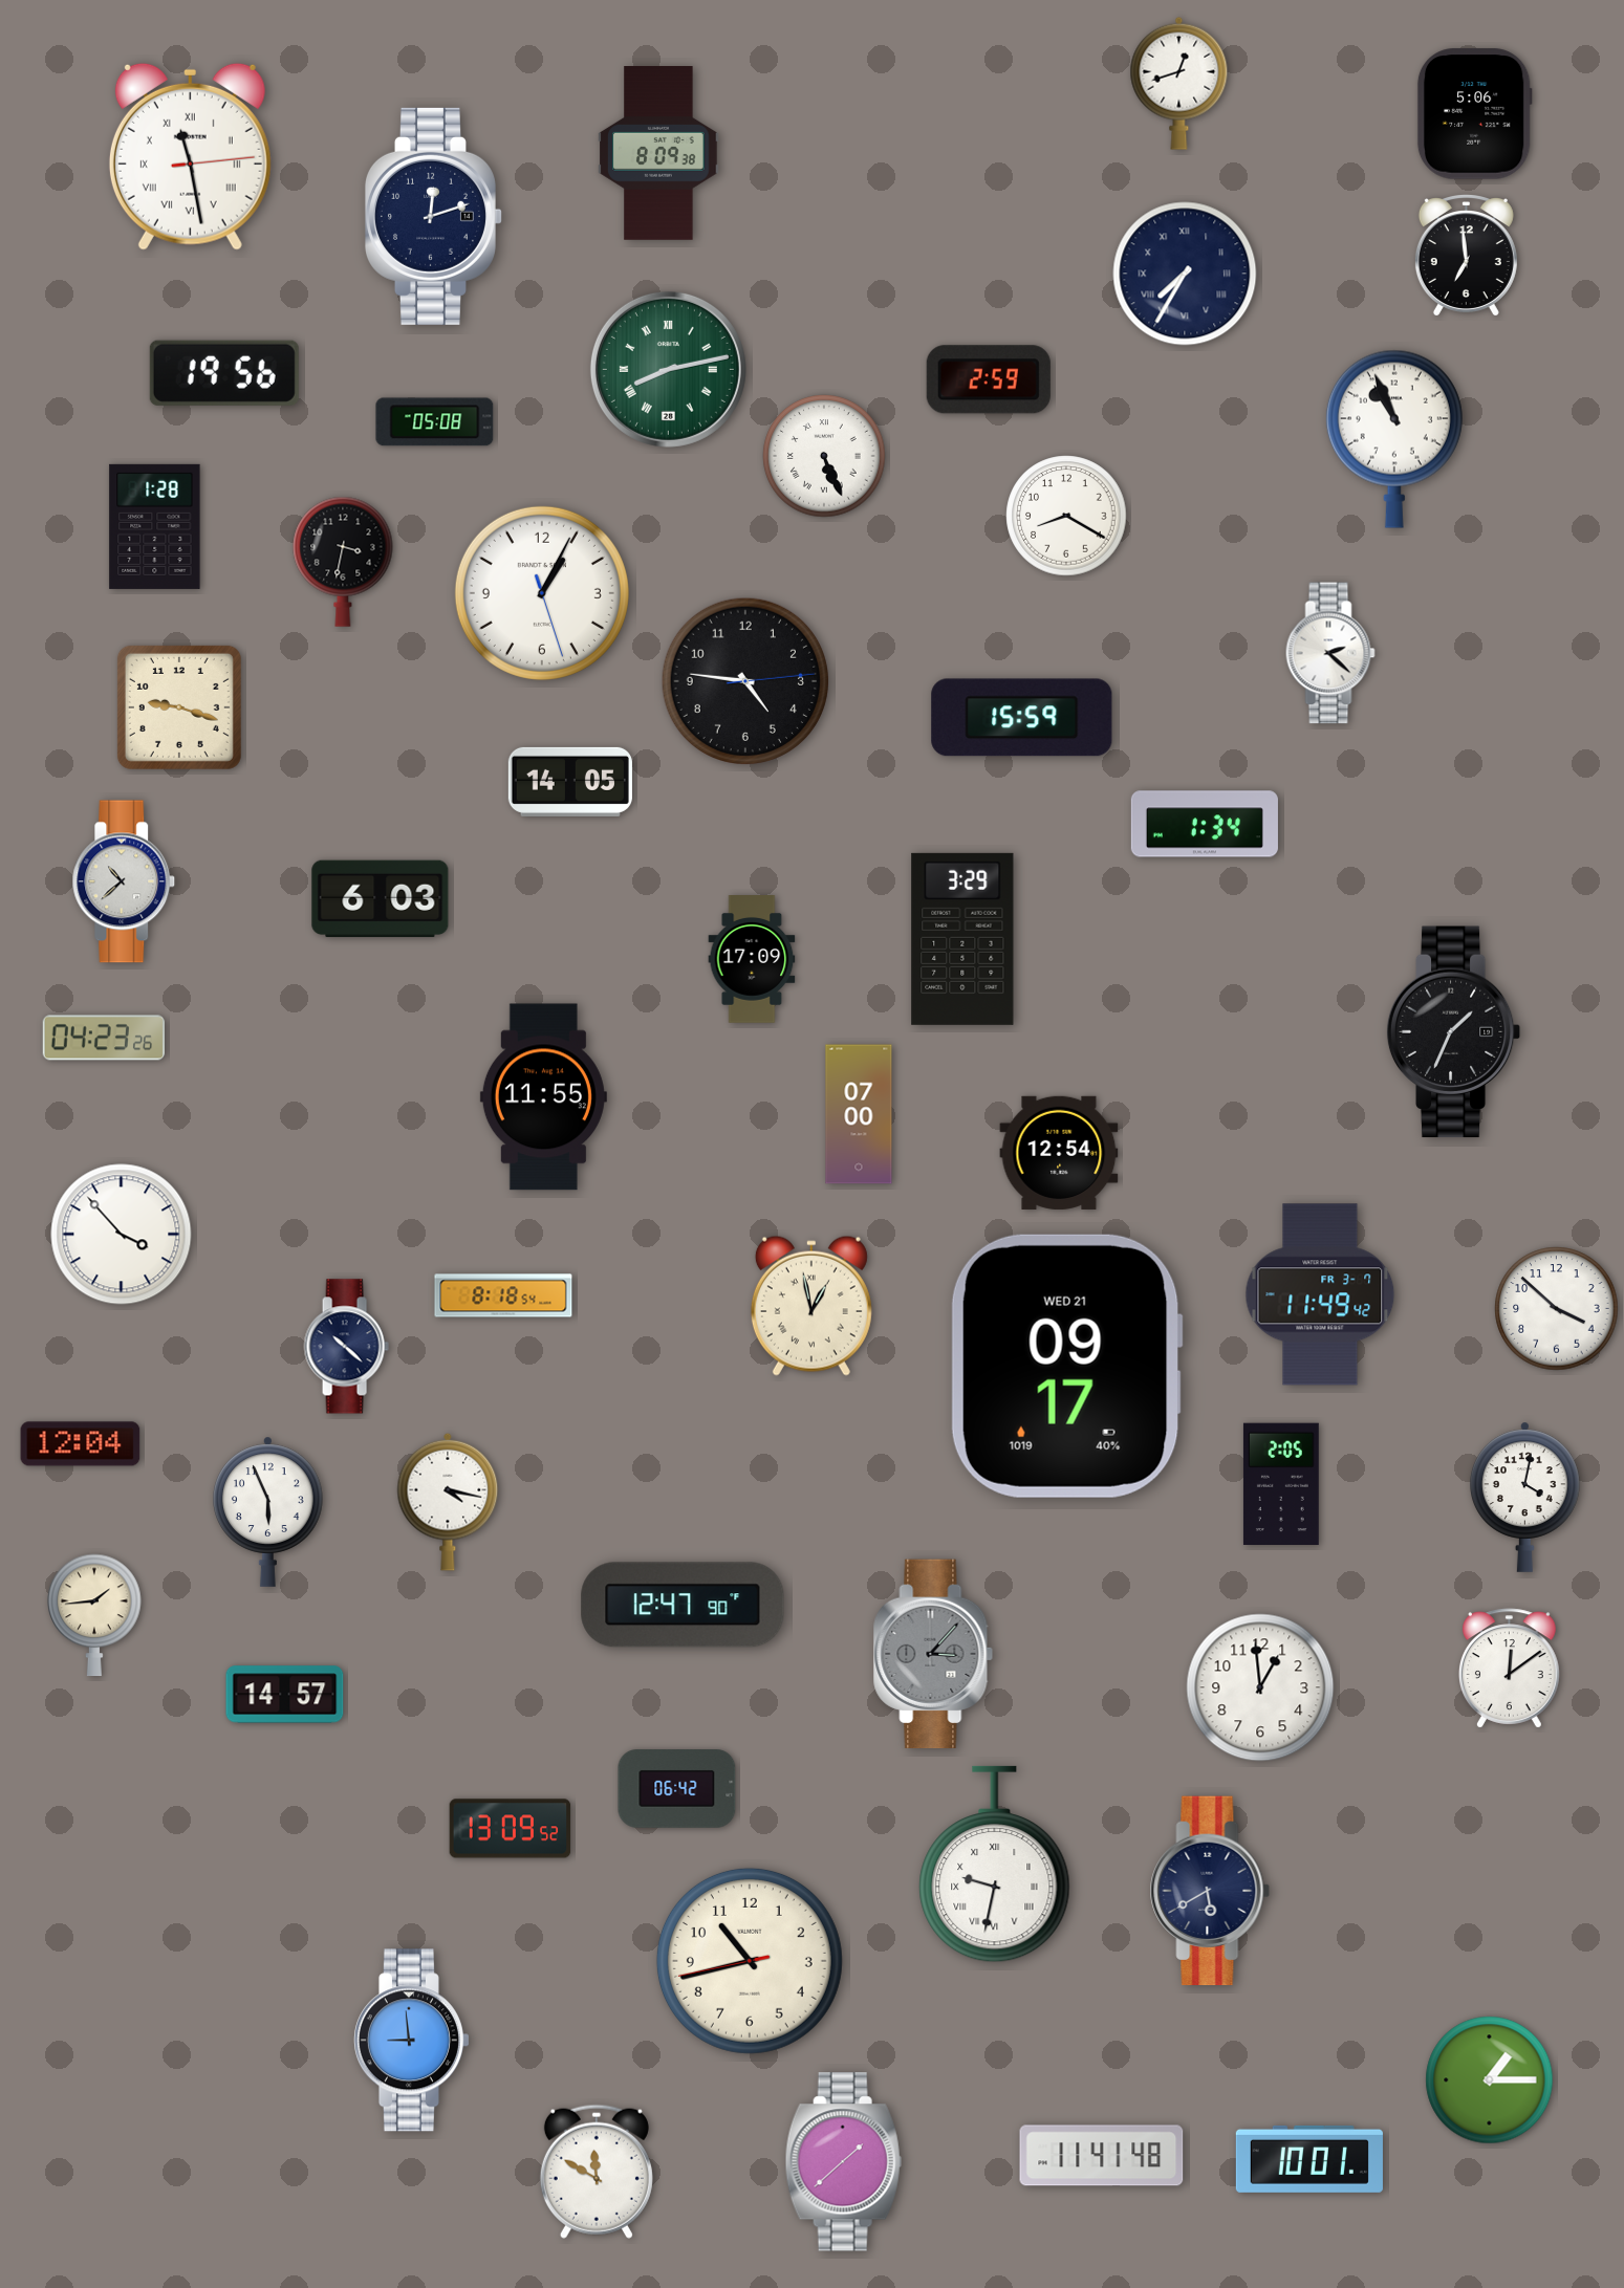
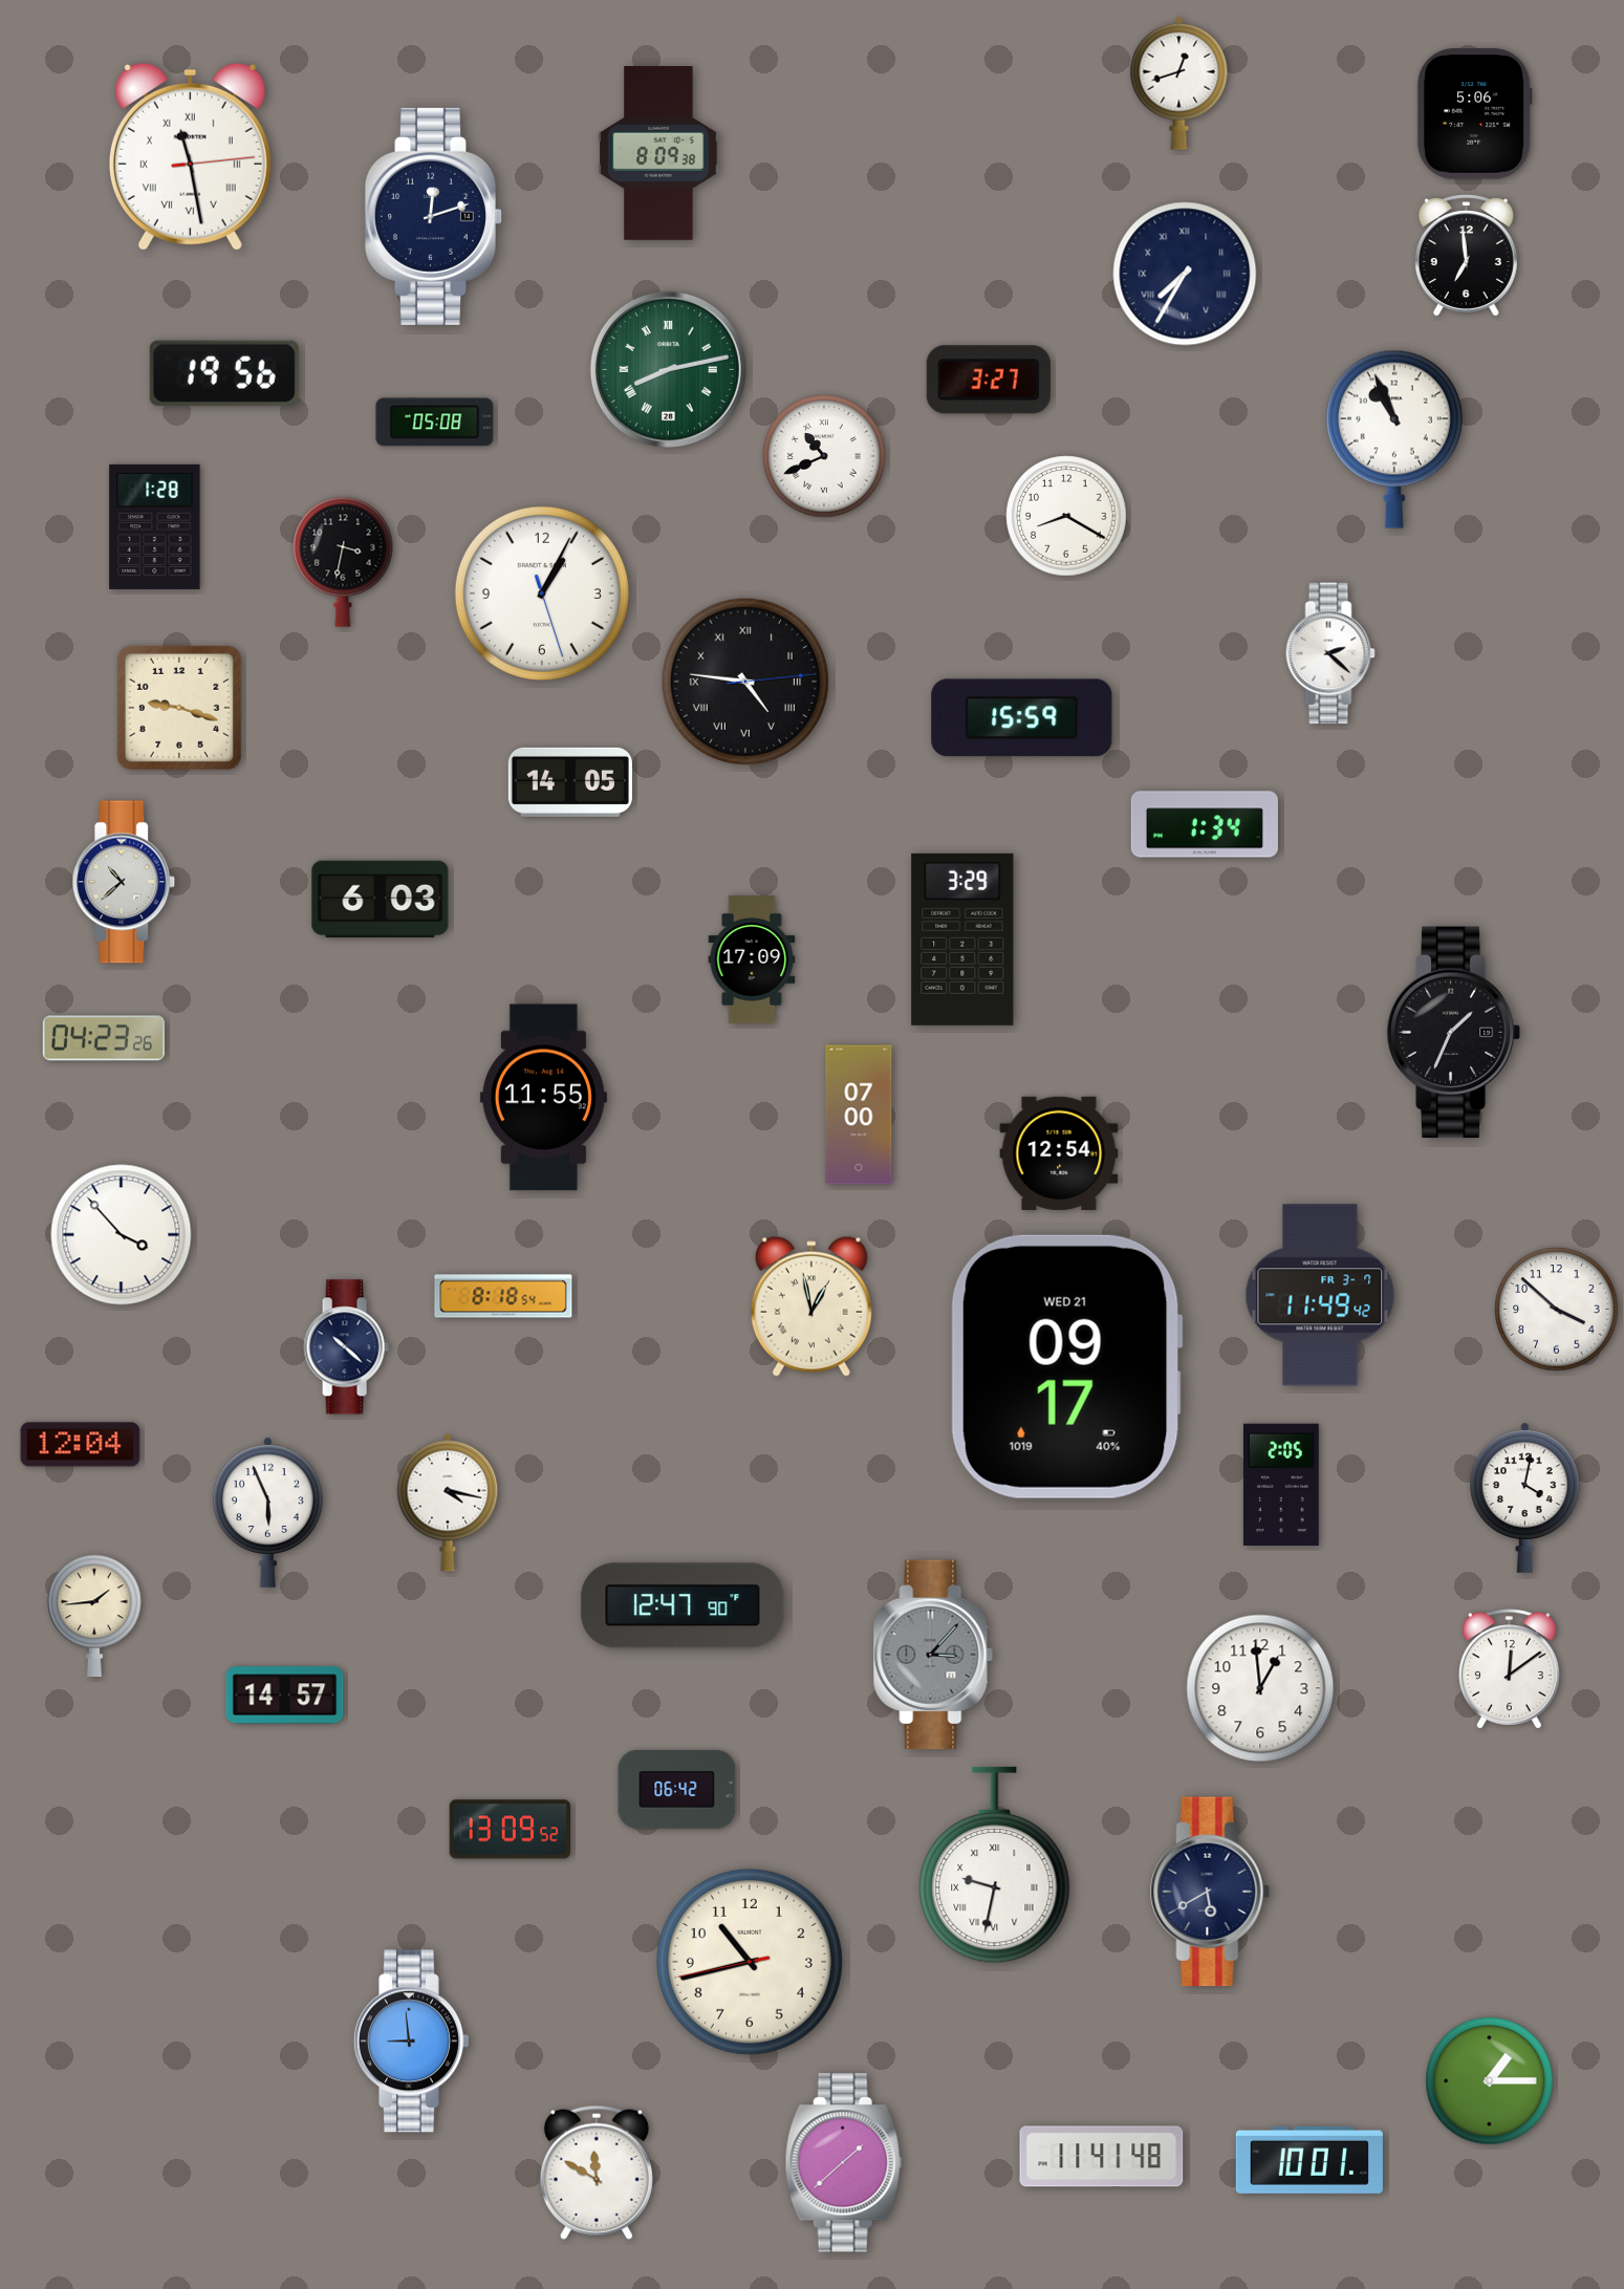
clock at (989, 379): 2:59 -> 3:27
clock at (824, 456): 5:26 -> 10:41
clock at (745, 681) numerals: Arabic -> Roman
